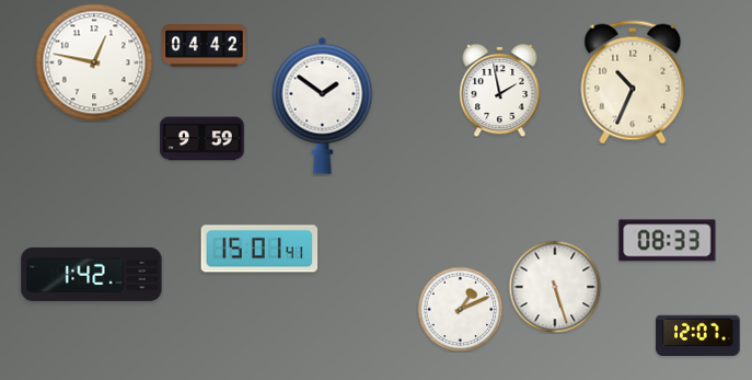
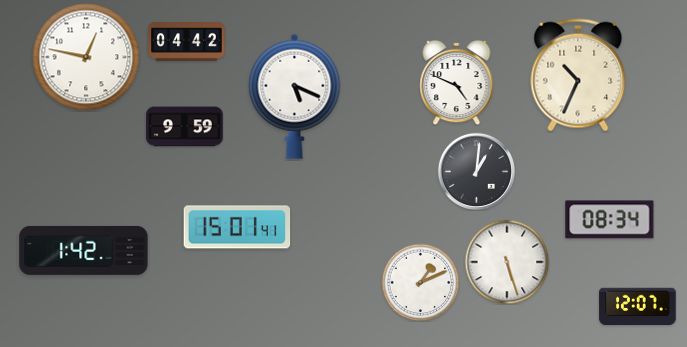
clock at (500, 90): 1:58 -> 4:49
clock at (323, 105): 1:51 -> 5:19
clock at (476, 171): none -> 1:01
clock at (668, 241): 08:33 -> 08:34
